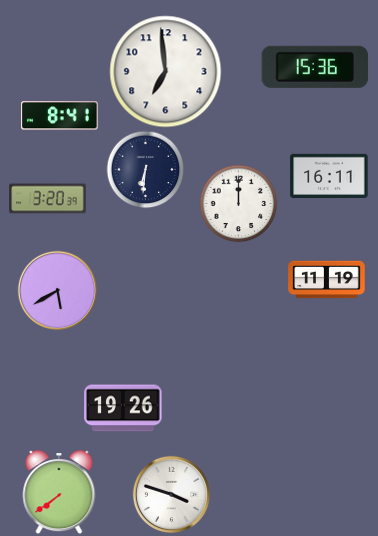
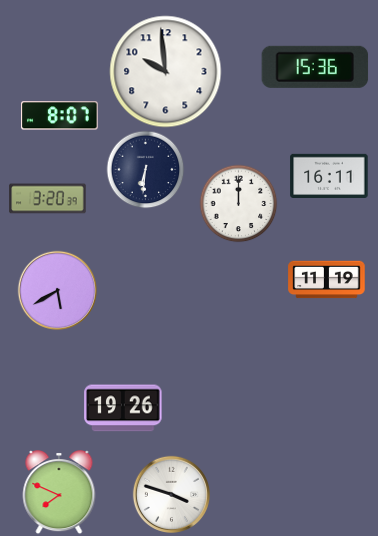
clock at (166, 72): 6:59 -> 9:59
clock at (60, 116): 8:41 -> 8:07
clock at (59, 492): 7:39 -> 7:49
